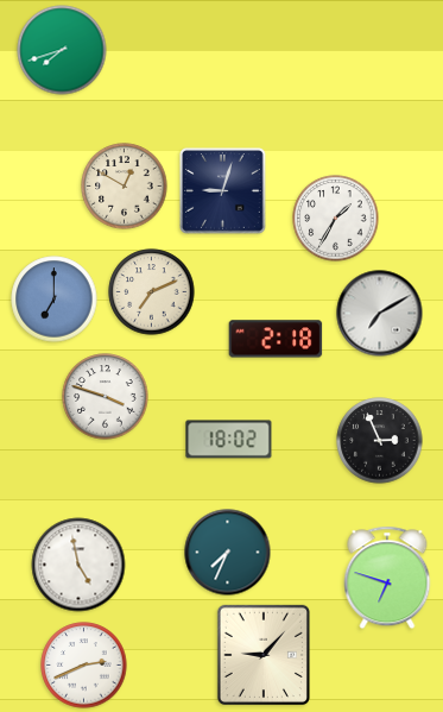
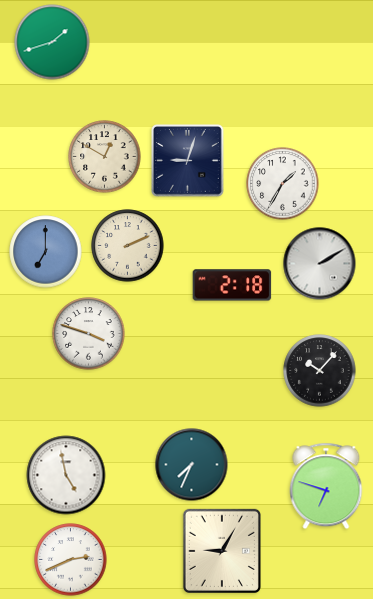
clock at (62, 50): 7:42 -> 1:42
clock at (152, 292): 7:11 -> 2:11
clock at (380, 314): 7:10 -> 2:10
clock at (229, 440): 18:02 -> none
clock at (380, 441): 2:56 -> 10:07
clock at (264, 654): 9:07 -> 9:05
